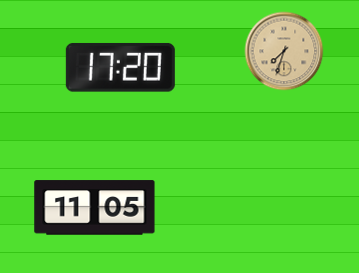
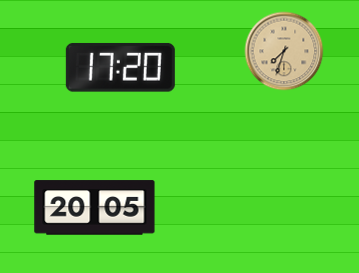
clock at (95, 208): 11:05 -> 20:05
